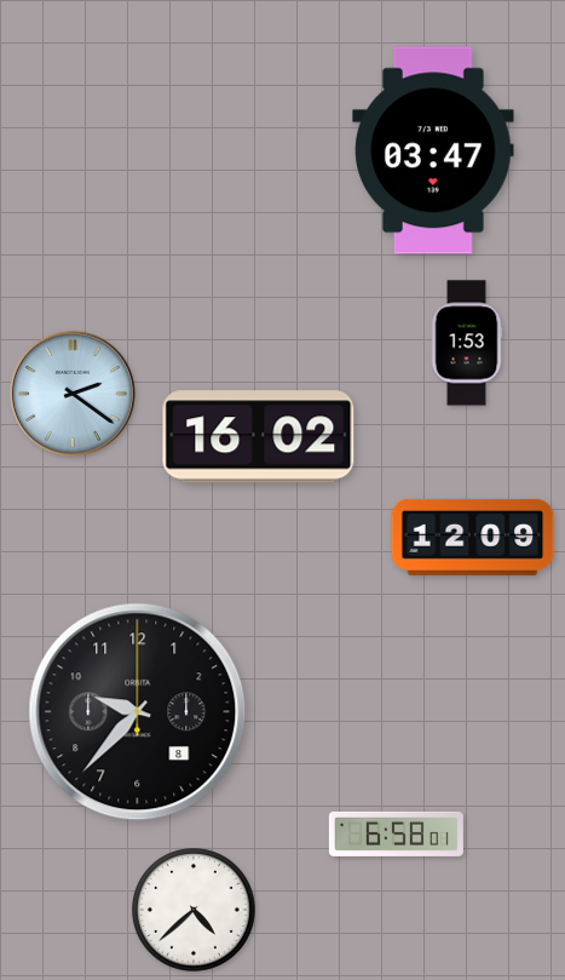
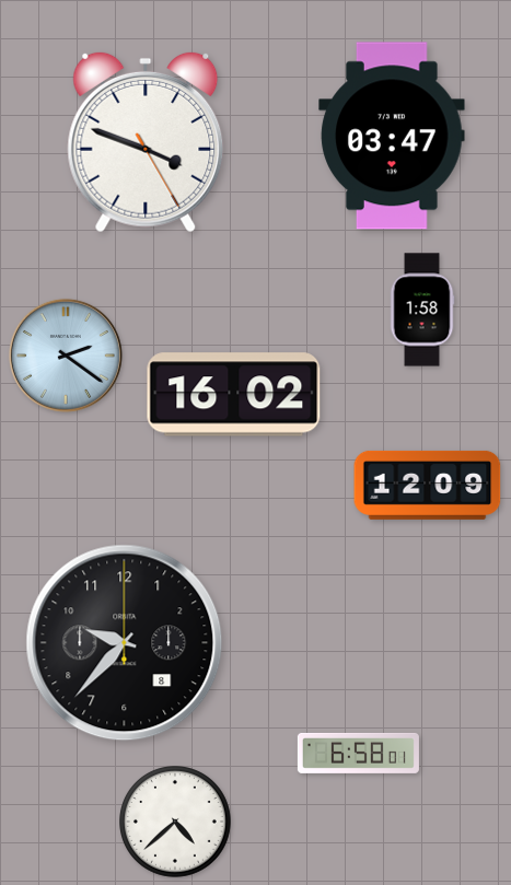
clock at (146, 142): none -> 3:48
clock at (467, 343): 1:53 -> 1:58
